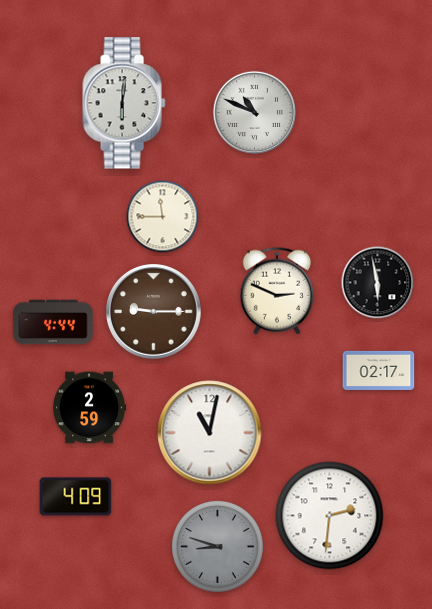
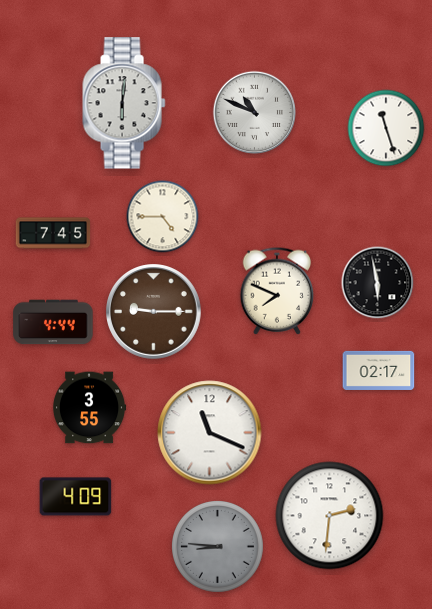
clock at (386, 128): none -> 11:27
clock at (163, 217): 11:45 -> 4:45
clock at (53, 233): none -> 7:45
clock at (277, 291): 2:49 -> 7:49
clock at (89, 408): 2:59 -> 3:55
clock at (210, 433): 11:02 -> 11:19
clock at (217, 546): 8:48 -> 8:46
